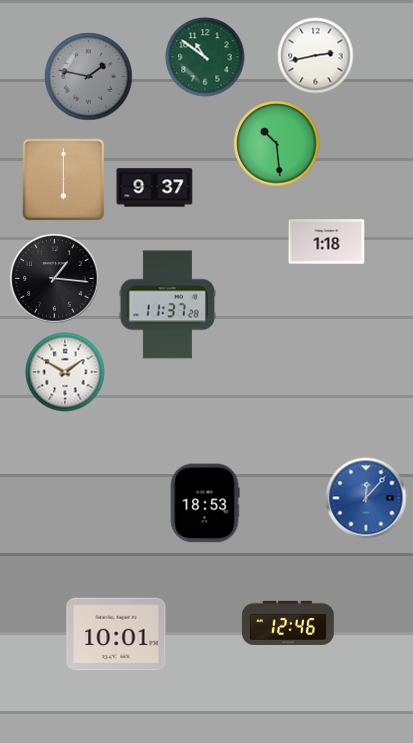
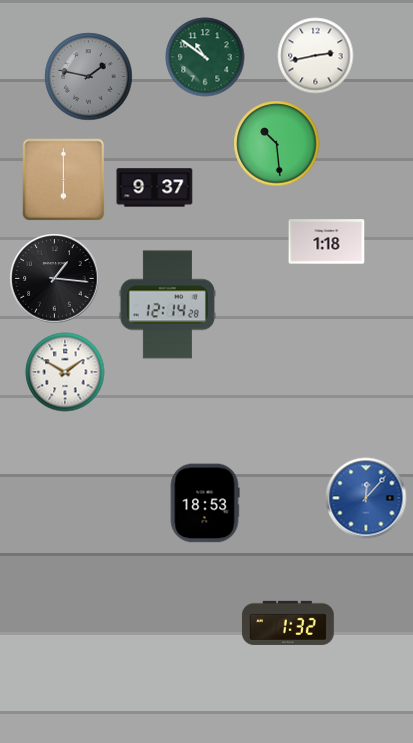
clock at (167, 305): 11:37 -> 12:14
clock at (288, 623): 12:46 -> 1:32
clock at (116, 634): 10:01 -> none
